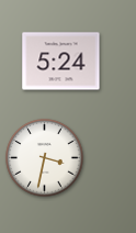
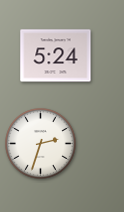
clock at (45, 158): 3:32 -> 2:33
